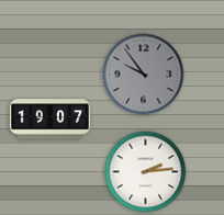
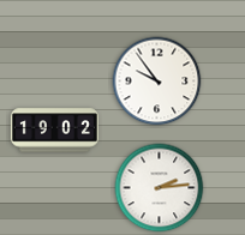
clock at (144, 75) dial: grey -> white
clock at (49, 120): 19:07 -> 19:02
